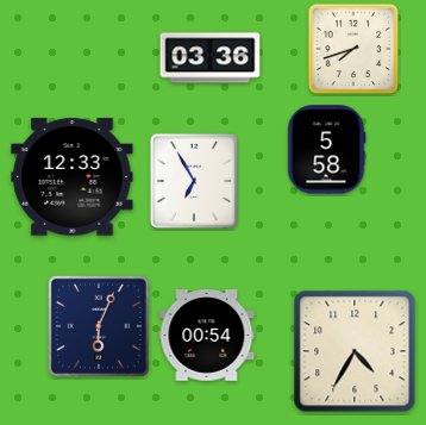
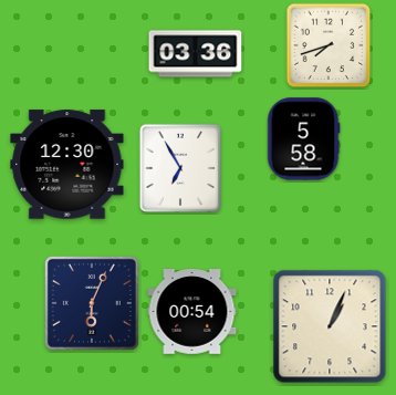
clock at (73, 177): 12:33 -> 12:30
clock at (355, 351): 4:35 -> 1:04
